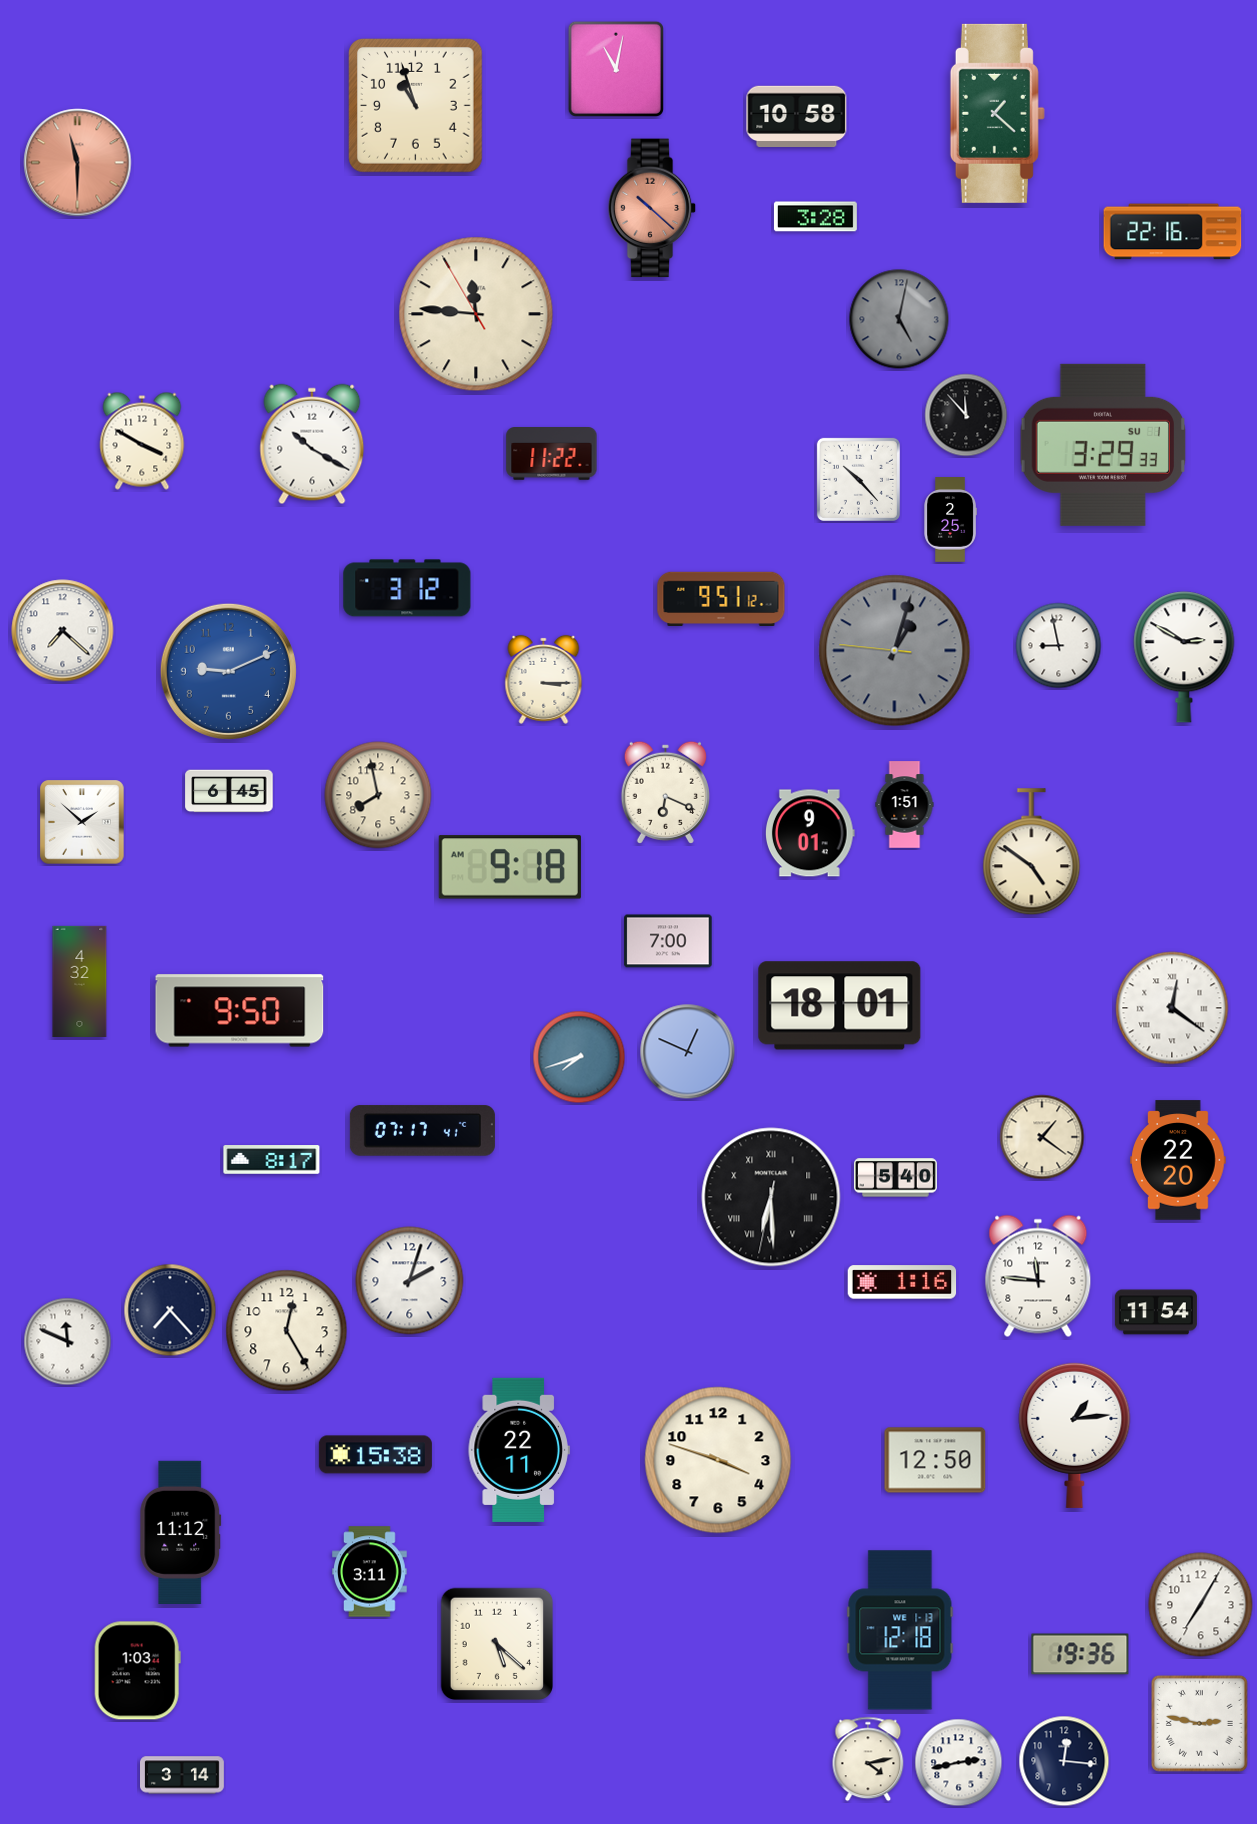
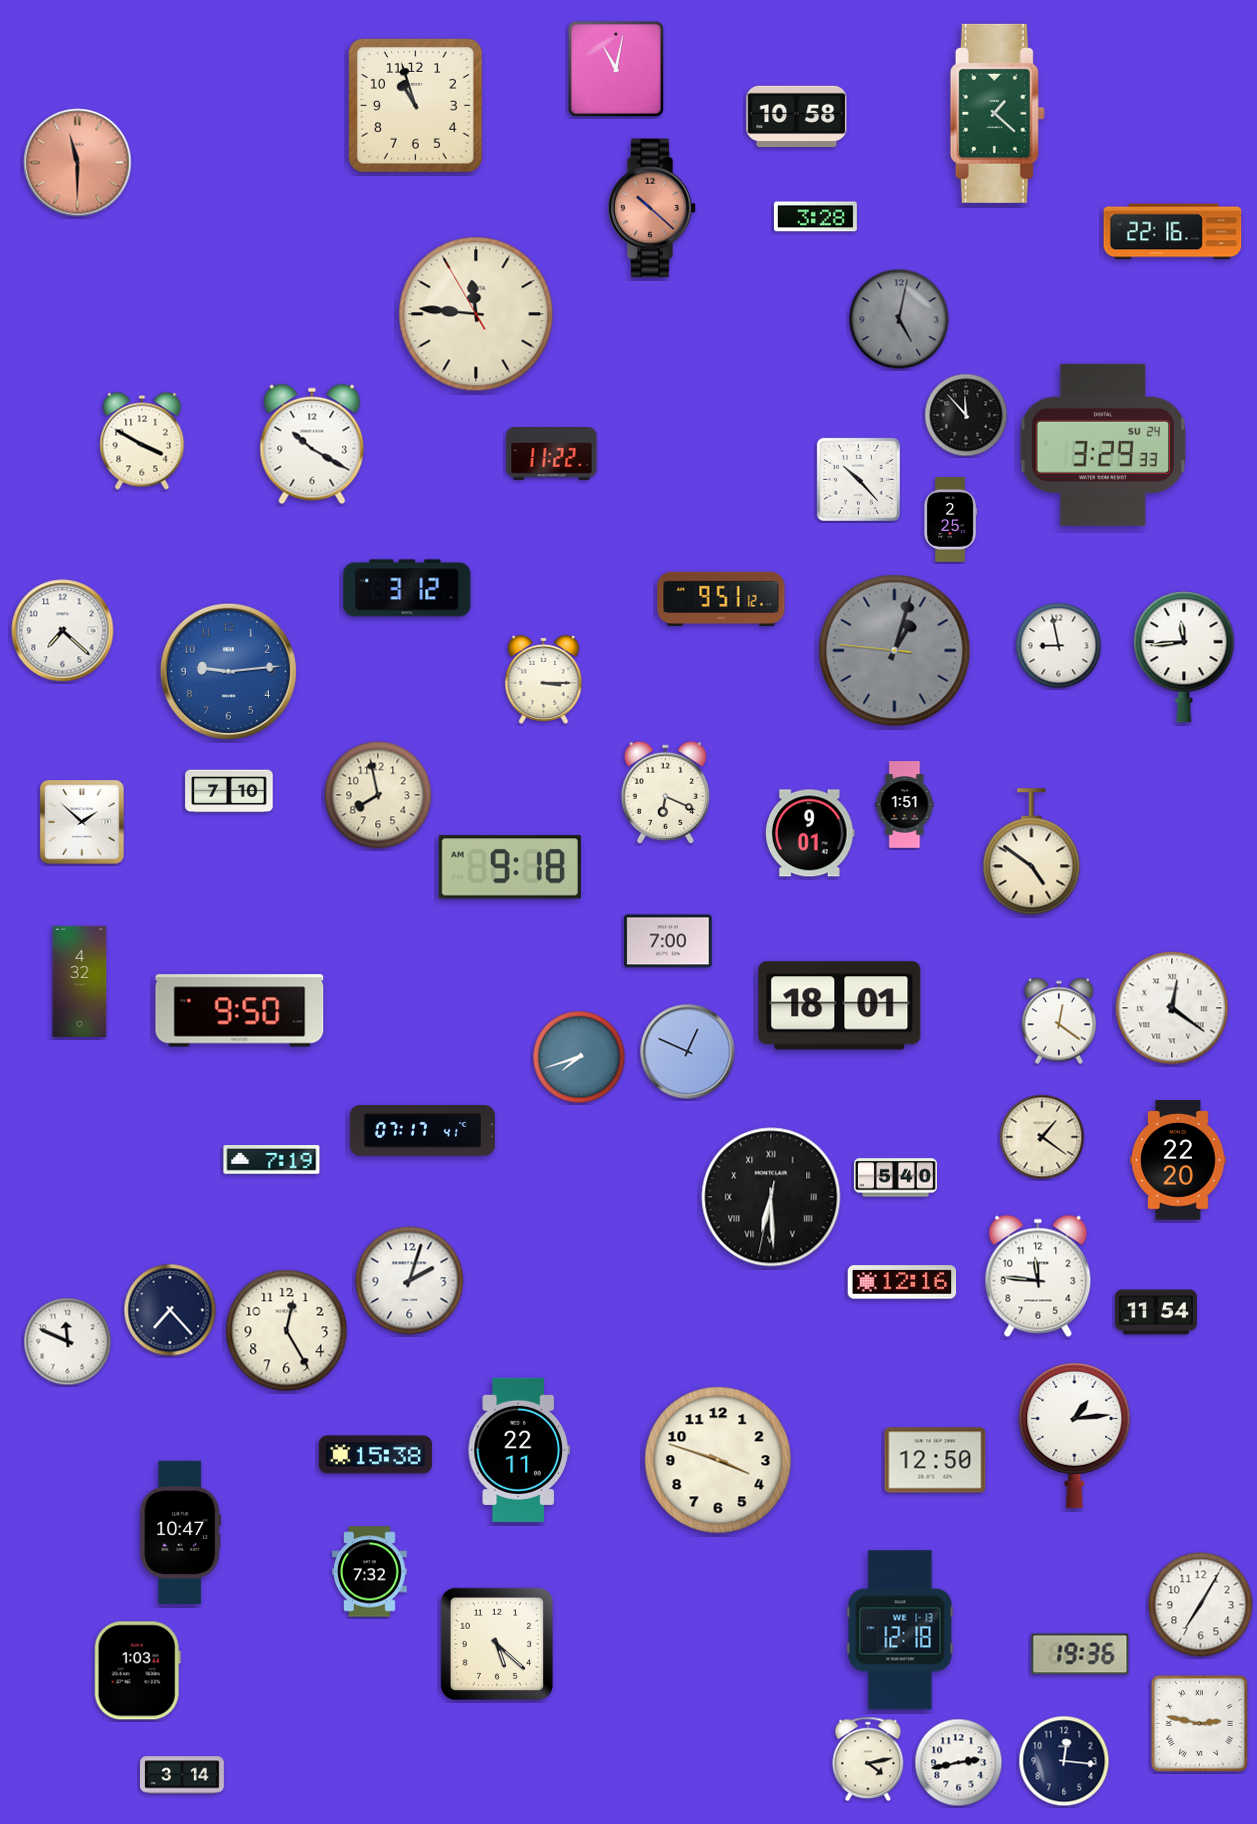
clock at (1102, 445) date: SU 1 -> SU 24
clock at (1184, 657): 2:50 -> 11:44
clock at (228, 671): 9:11 -> 9:14
clock at (229, 791): 6:45 -> 7:10
clock at (1059, 1021): none -> 12:21
clock at (272, 1160): 8:17 -> 7:19
clock at (902, 1282): 1:16 -> 12:16
clock at (181, 1532): 11:12 -> 10:47
clock at (370, 1572): 3:11 -> 7:32
